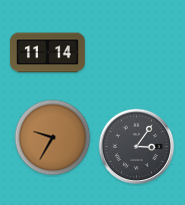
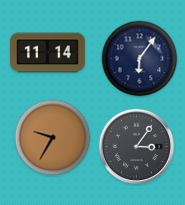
clock at (140, 59): none -> 6:06
